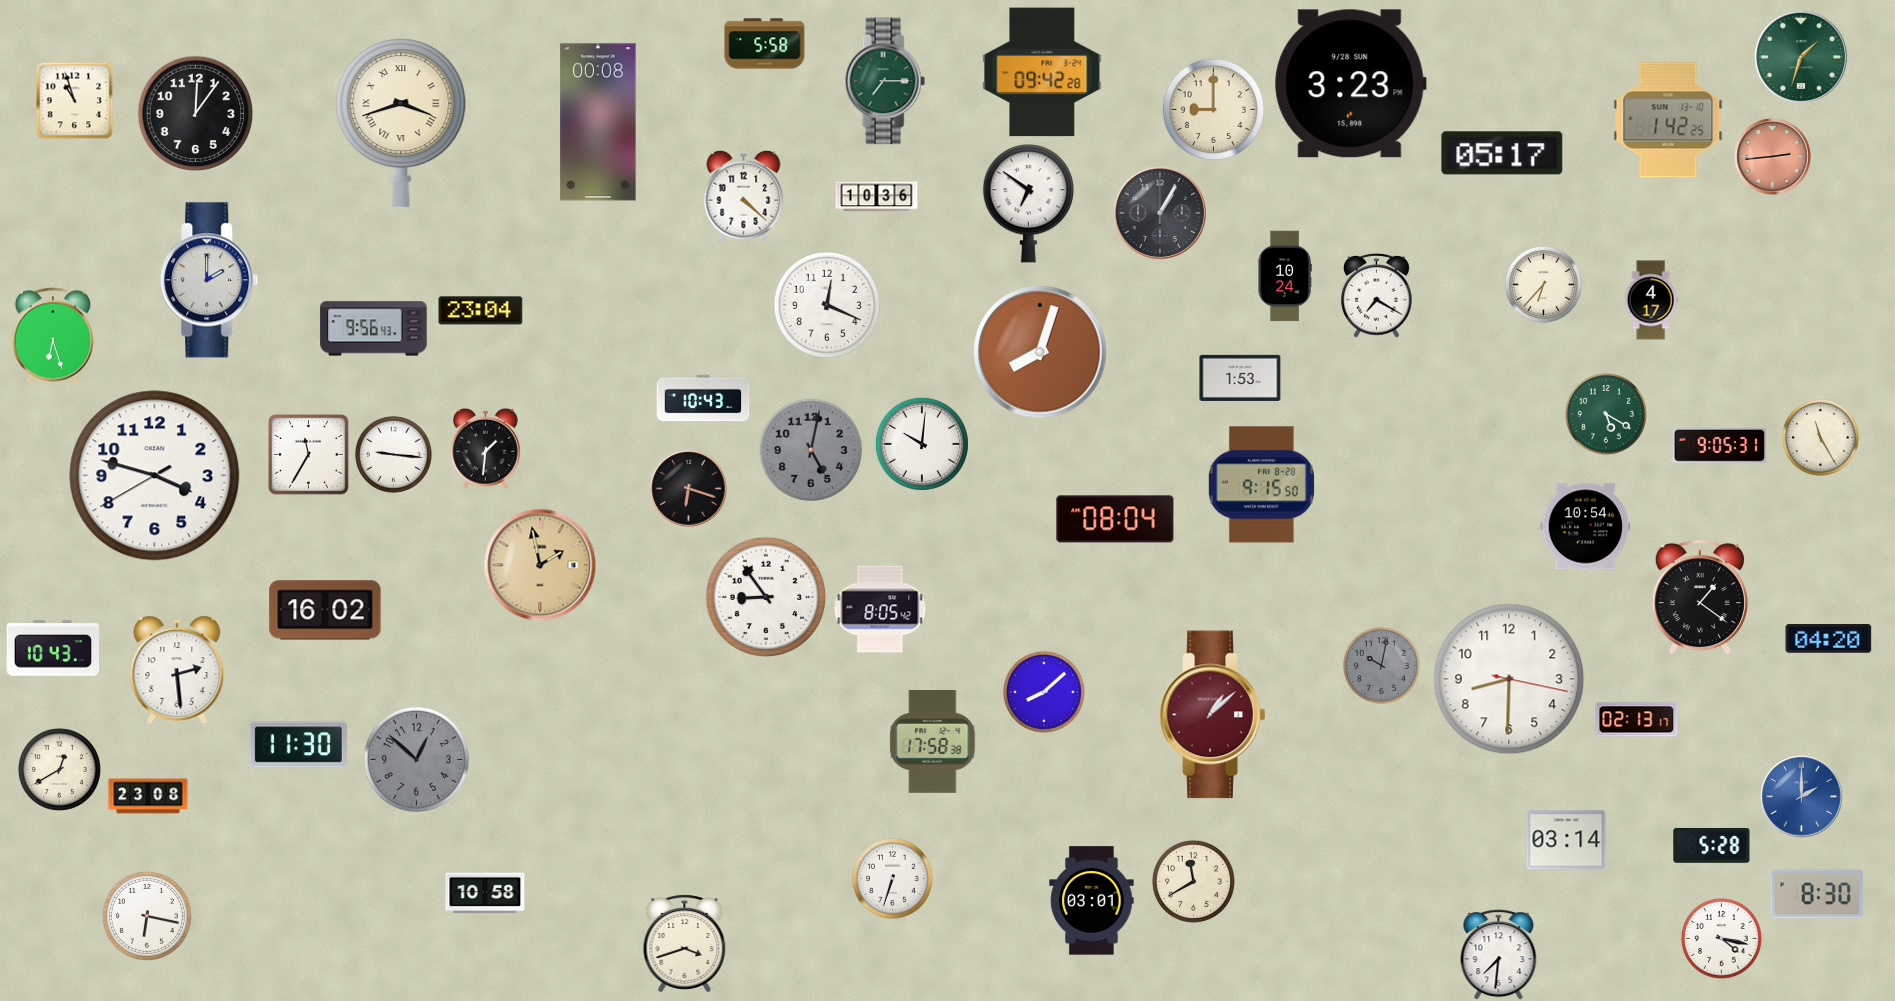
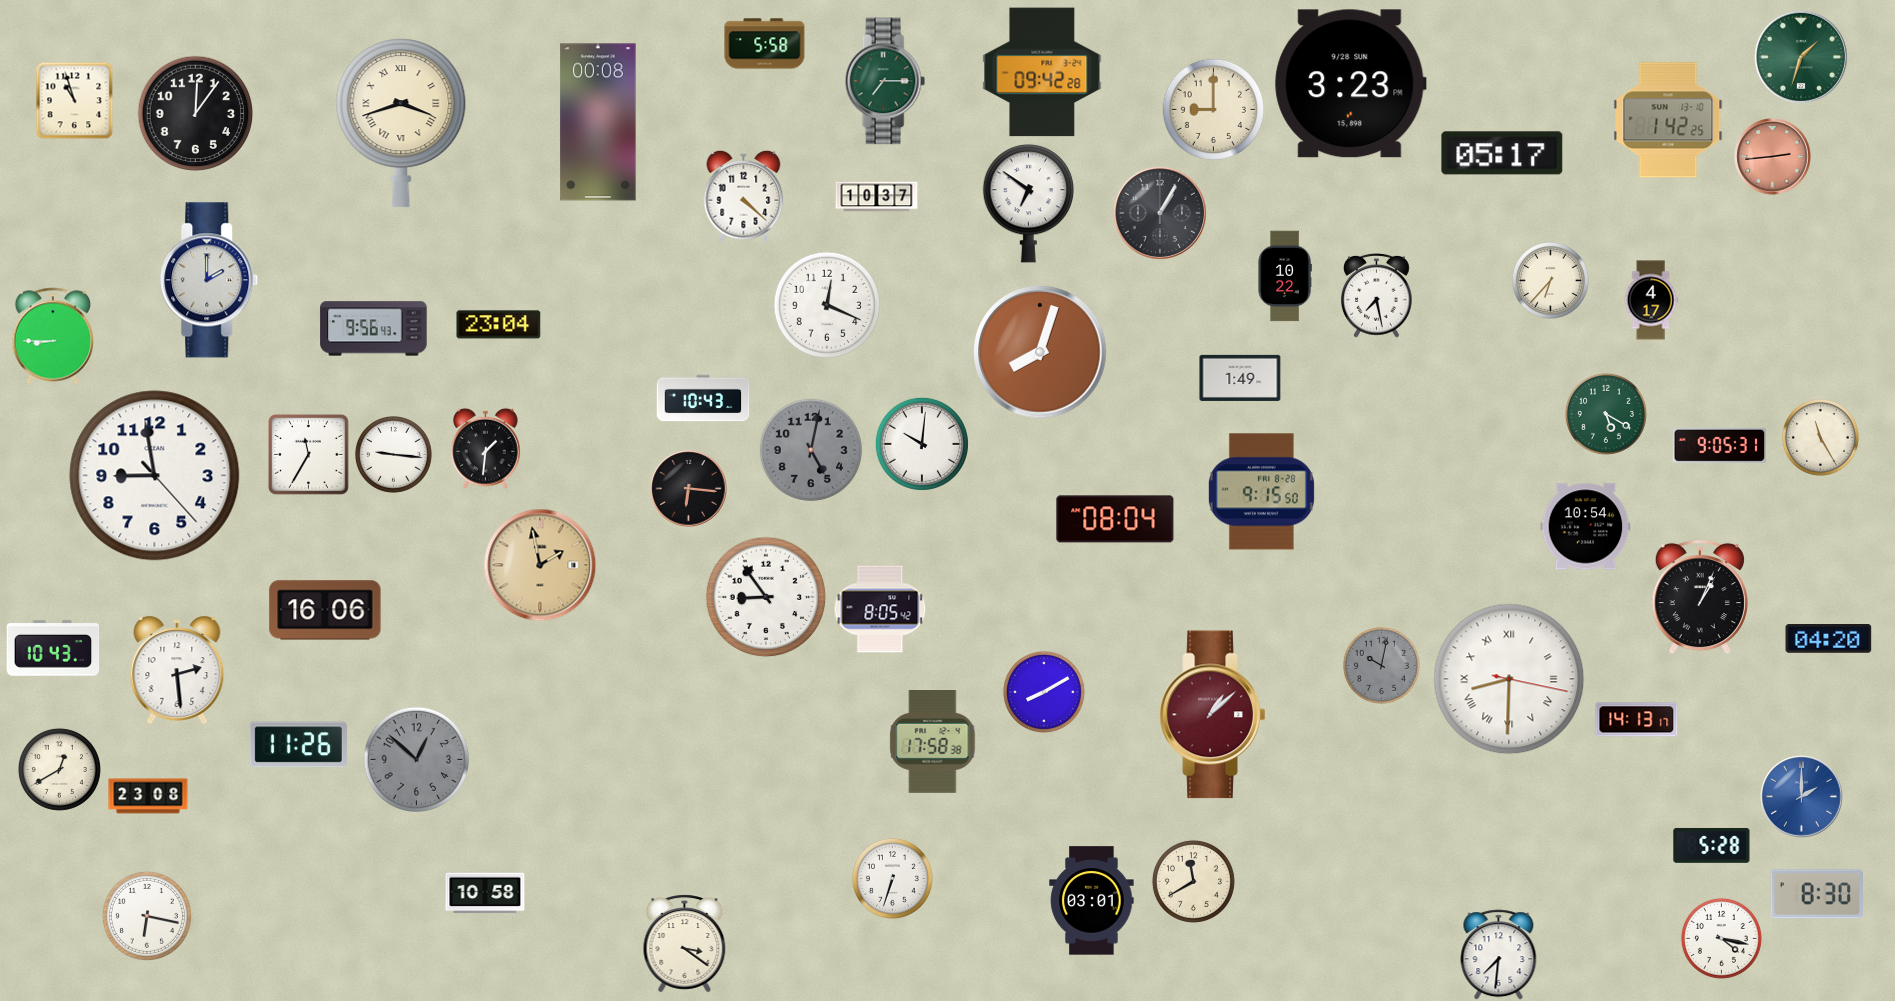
clock at (877, 197): 10:36 -> 10:37
clock at (1285, 276): 10:24 -> 10:22
clock at (1543, 284) position: (1543, 284) -> (1550, 280)
clock at (1377, 295): 7:20 -> 7:28
clock at (481, 311) position: (481, 311) -> (499, 325)
clock at (53, 336): 6:27 -> 8:45
clock at (1240, 378): 1:53 -> 1:49
clock at (155, 476): 3:47 -> 8:58
clock at (1261, 485) position: (1261, 485) -> (1261, 492)
clock at (689, 489): 6:18 -> 6:16
clock at (1700, 597): 1:21 -> 1:04
clock at (325, 610): 16:02 -> 16:06
clock at (1509, 679) numerals: Arabic -> Roman
clock at (1044, 692): 8:08 -> 8:10
clock at (1637, 720): 02:13 -> 14:13
clock at (298, 745): 11:30 -> 11:26
clock at (1566, 840): 03:14 -> none
clock at (685, 944): 3:42 -> 3:21
